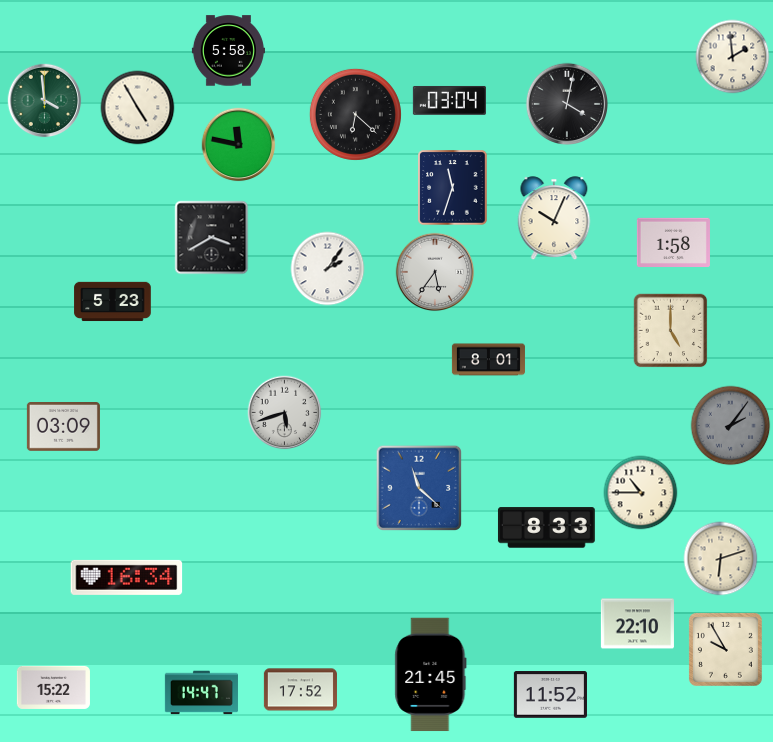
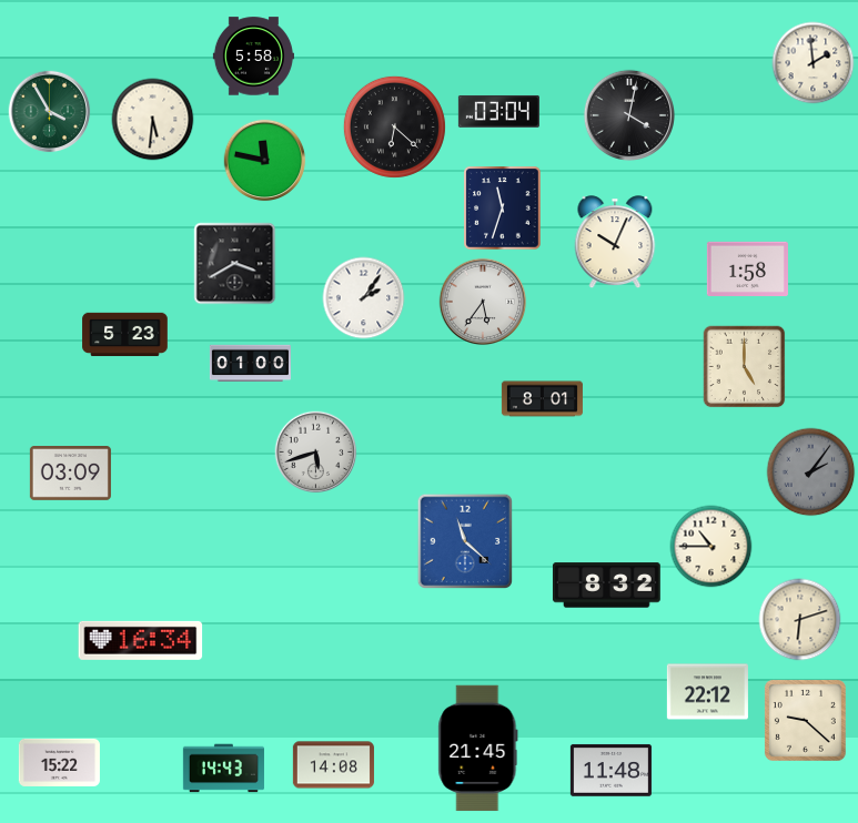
clock at (45, 101): 3:59 -> 3:55
clock at (138, 108): 4:55 -> 5:31
clock at (250, 364): none -> 01:00
clock at (285, 413) position: (285, 413) -> (316, 453)
clock at (546, 528): 8:33 -> 8:32
clock at (637, 624): 22:10 -> 22:12
clock at (725, 649): 9:55 -> 9:22
clock at (300, 690): 17:52 -> 14:08
clock at (201, 693): 14:47 -> 14:43
clock at (550, 695): 11:52 -> 11:48
